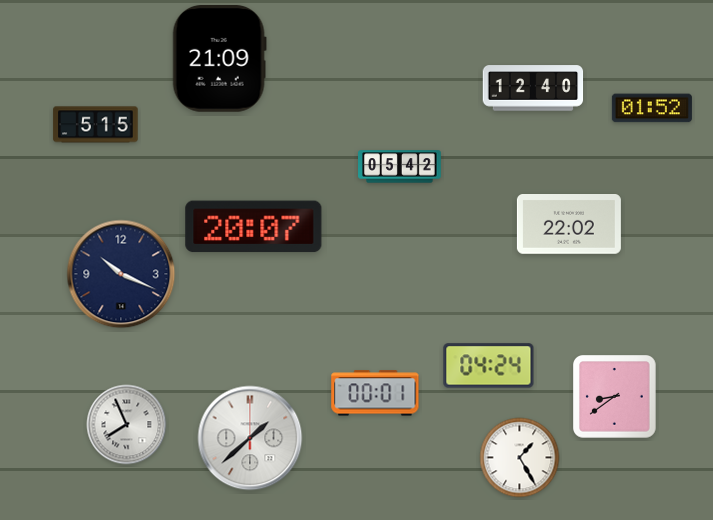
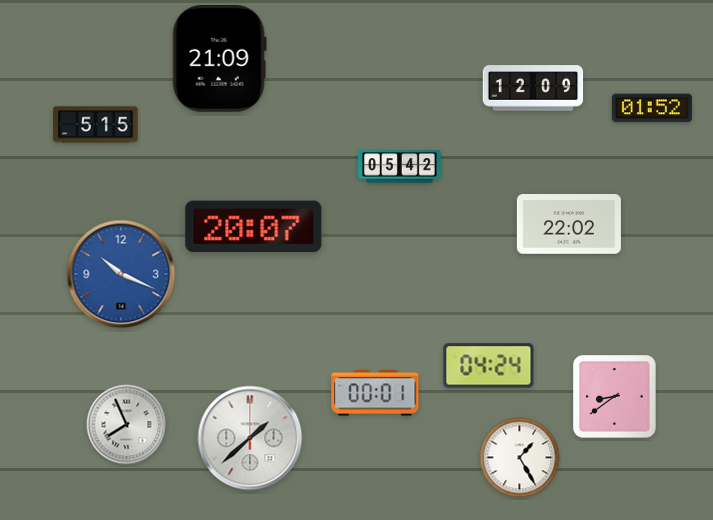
clock at (533, 88): 12:40 -> 12:09
clock at (121, 274) dial: navy -> blue
